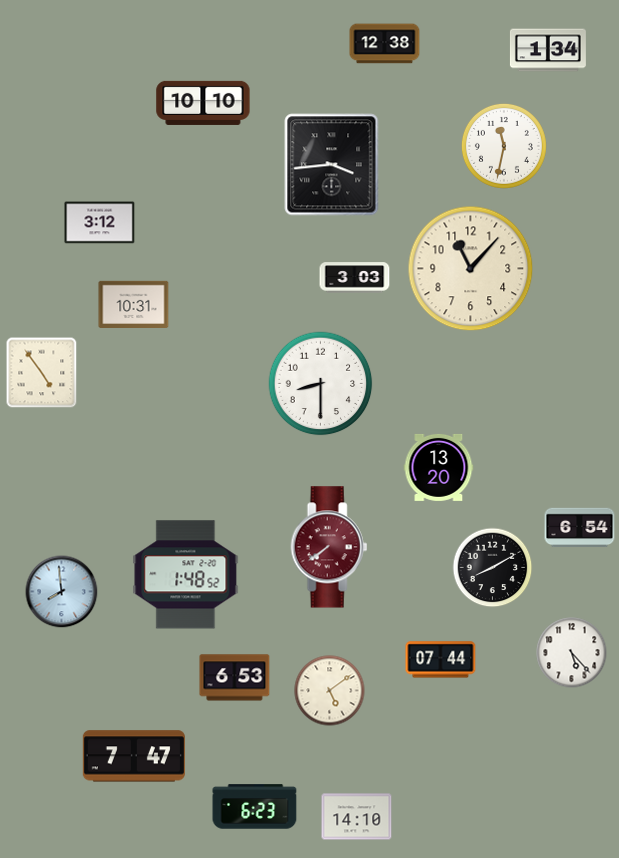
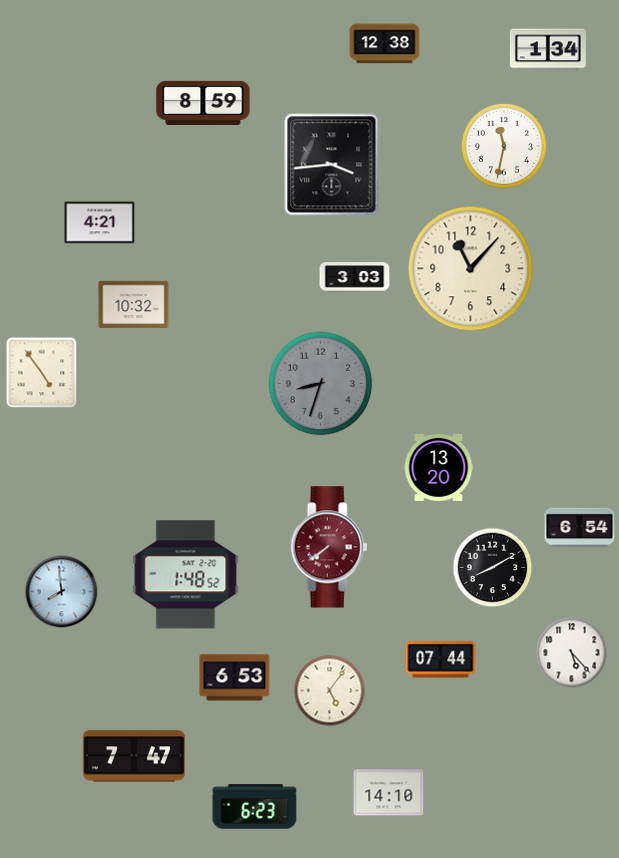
clock at (203, 103): 10:10 -> 8:59
clock at (100, 223): 3:12 -> 4:21
clock at (134, 304): 10:31 -> 10:32
clock at (321, 384): 8:30 -> 8:33
clock at (321, 384) dial: white -> grey
clock at (330, 691): 5:09 -> 5:06
clock at (357, 817) position: (357, 817) -> (389, 793)
